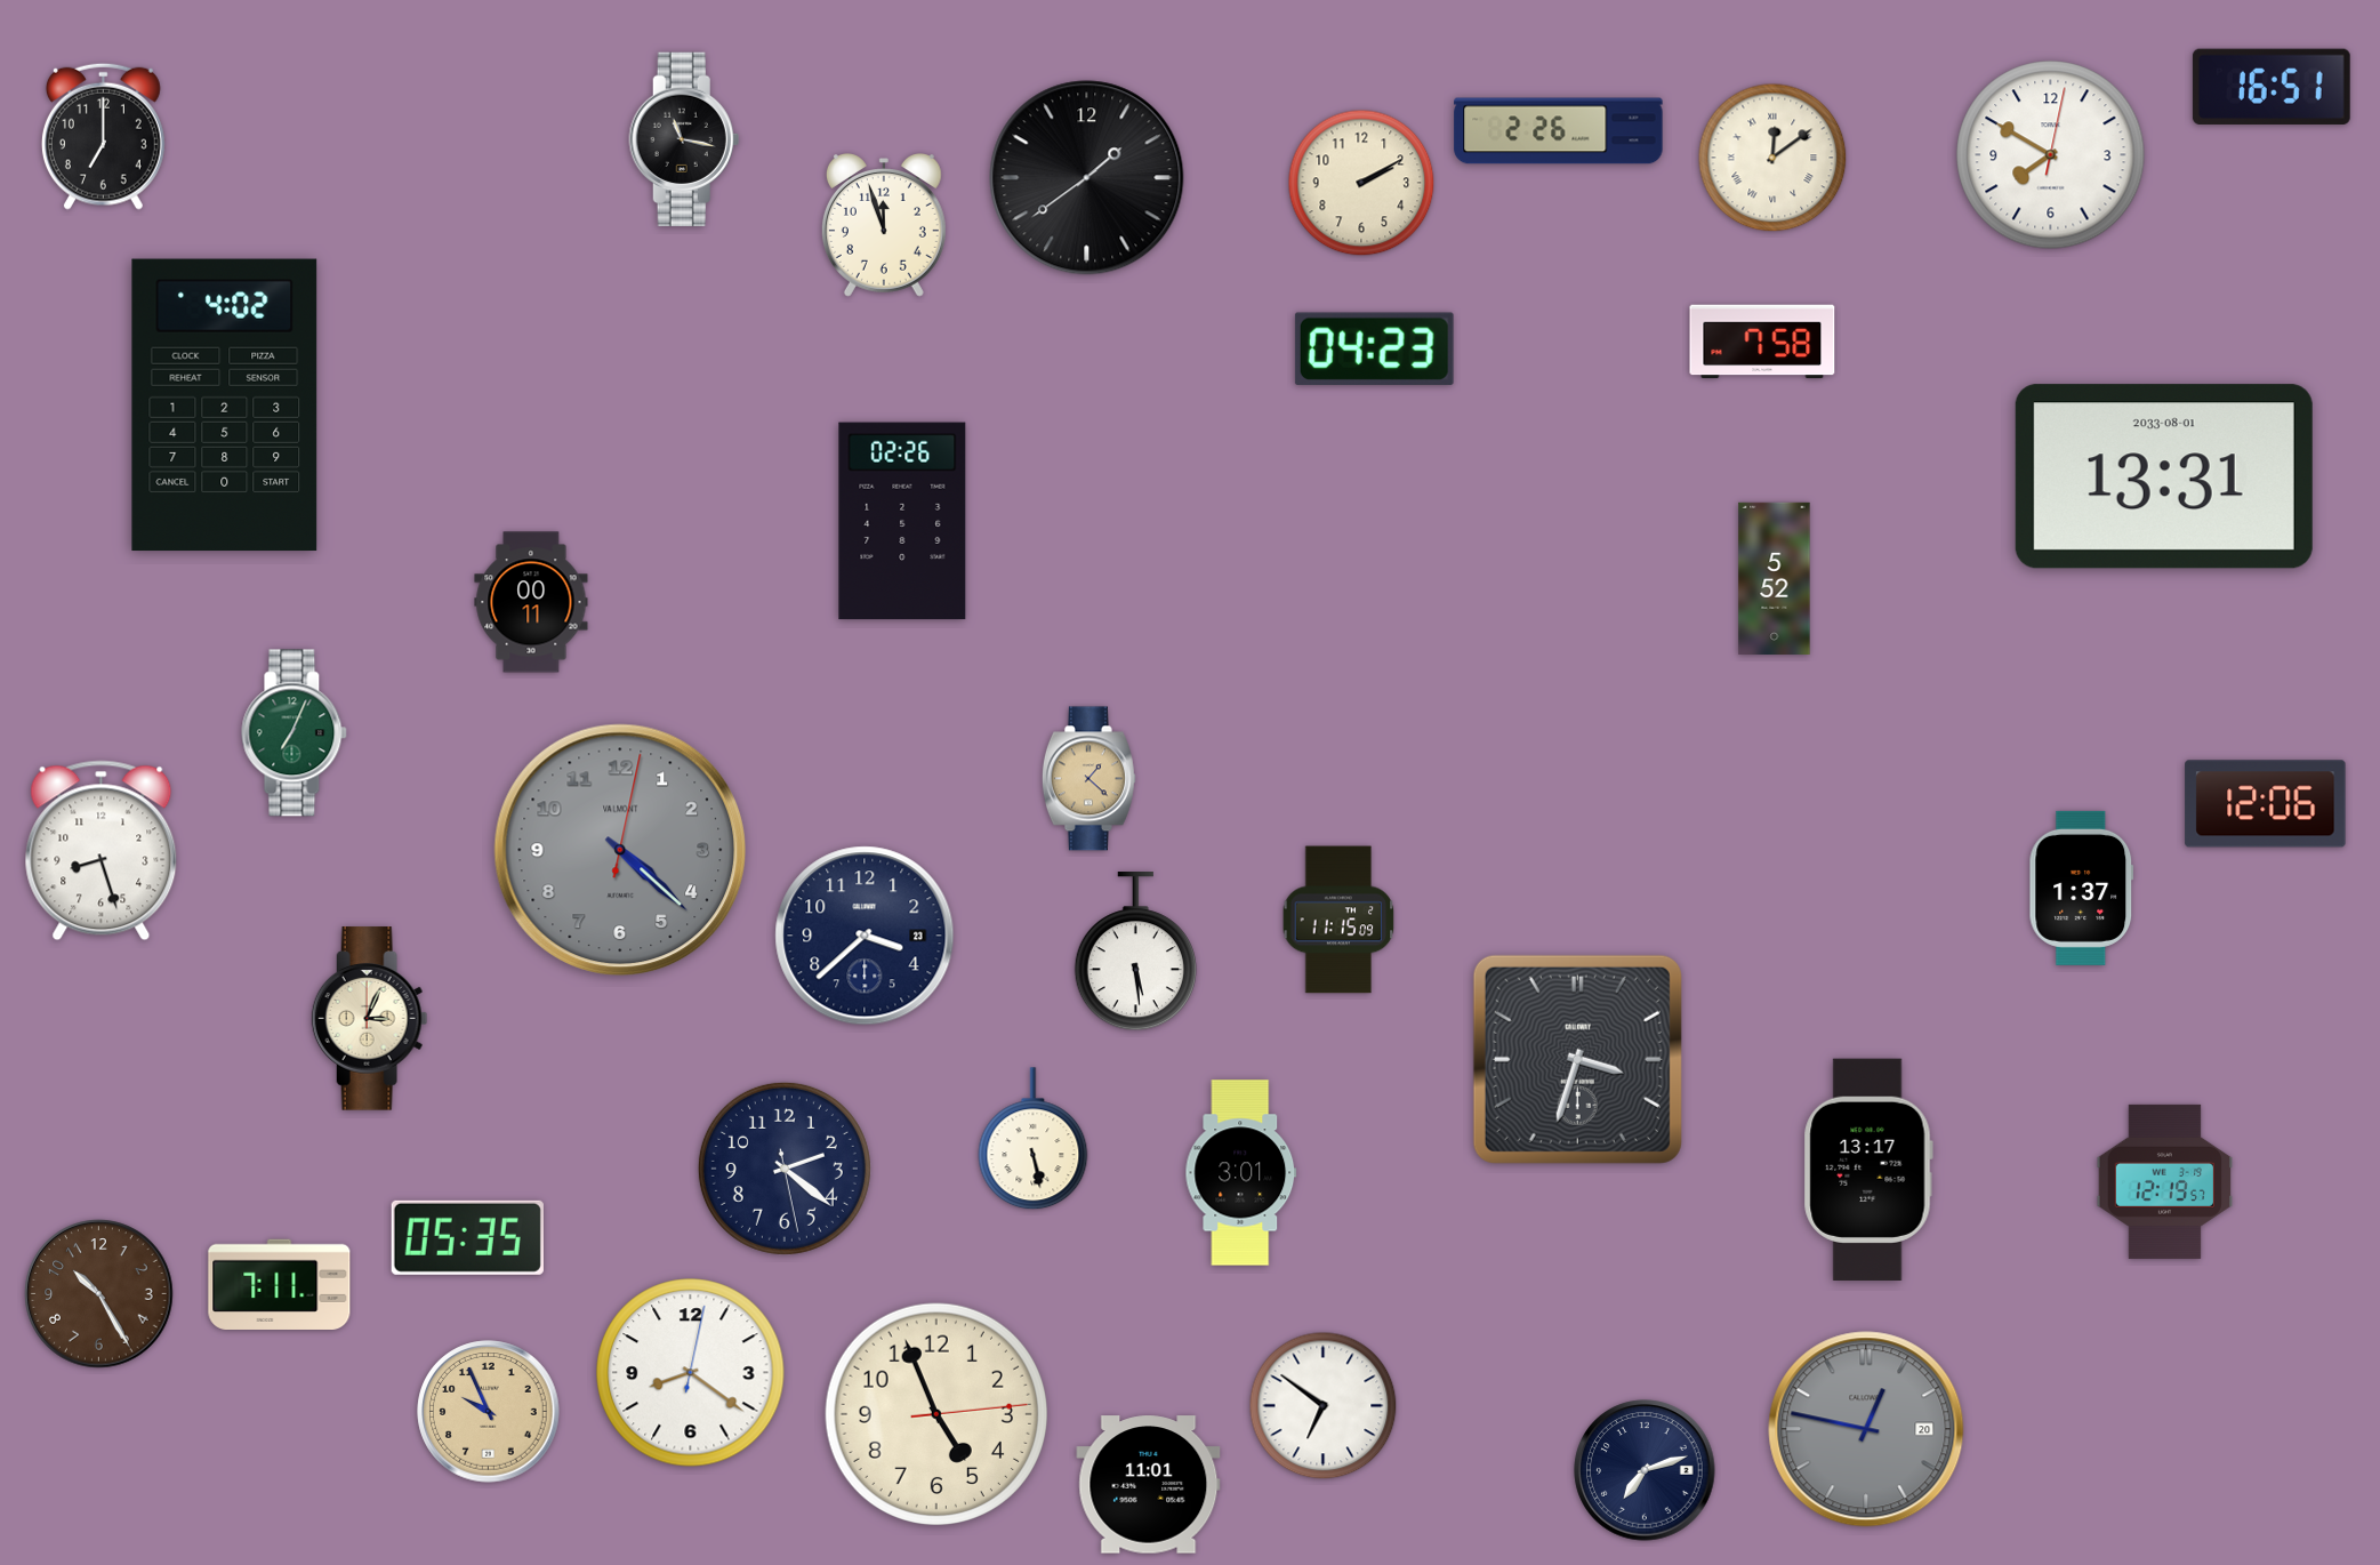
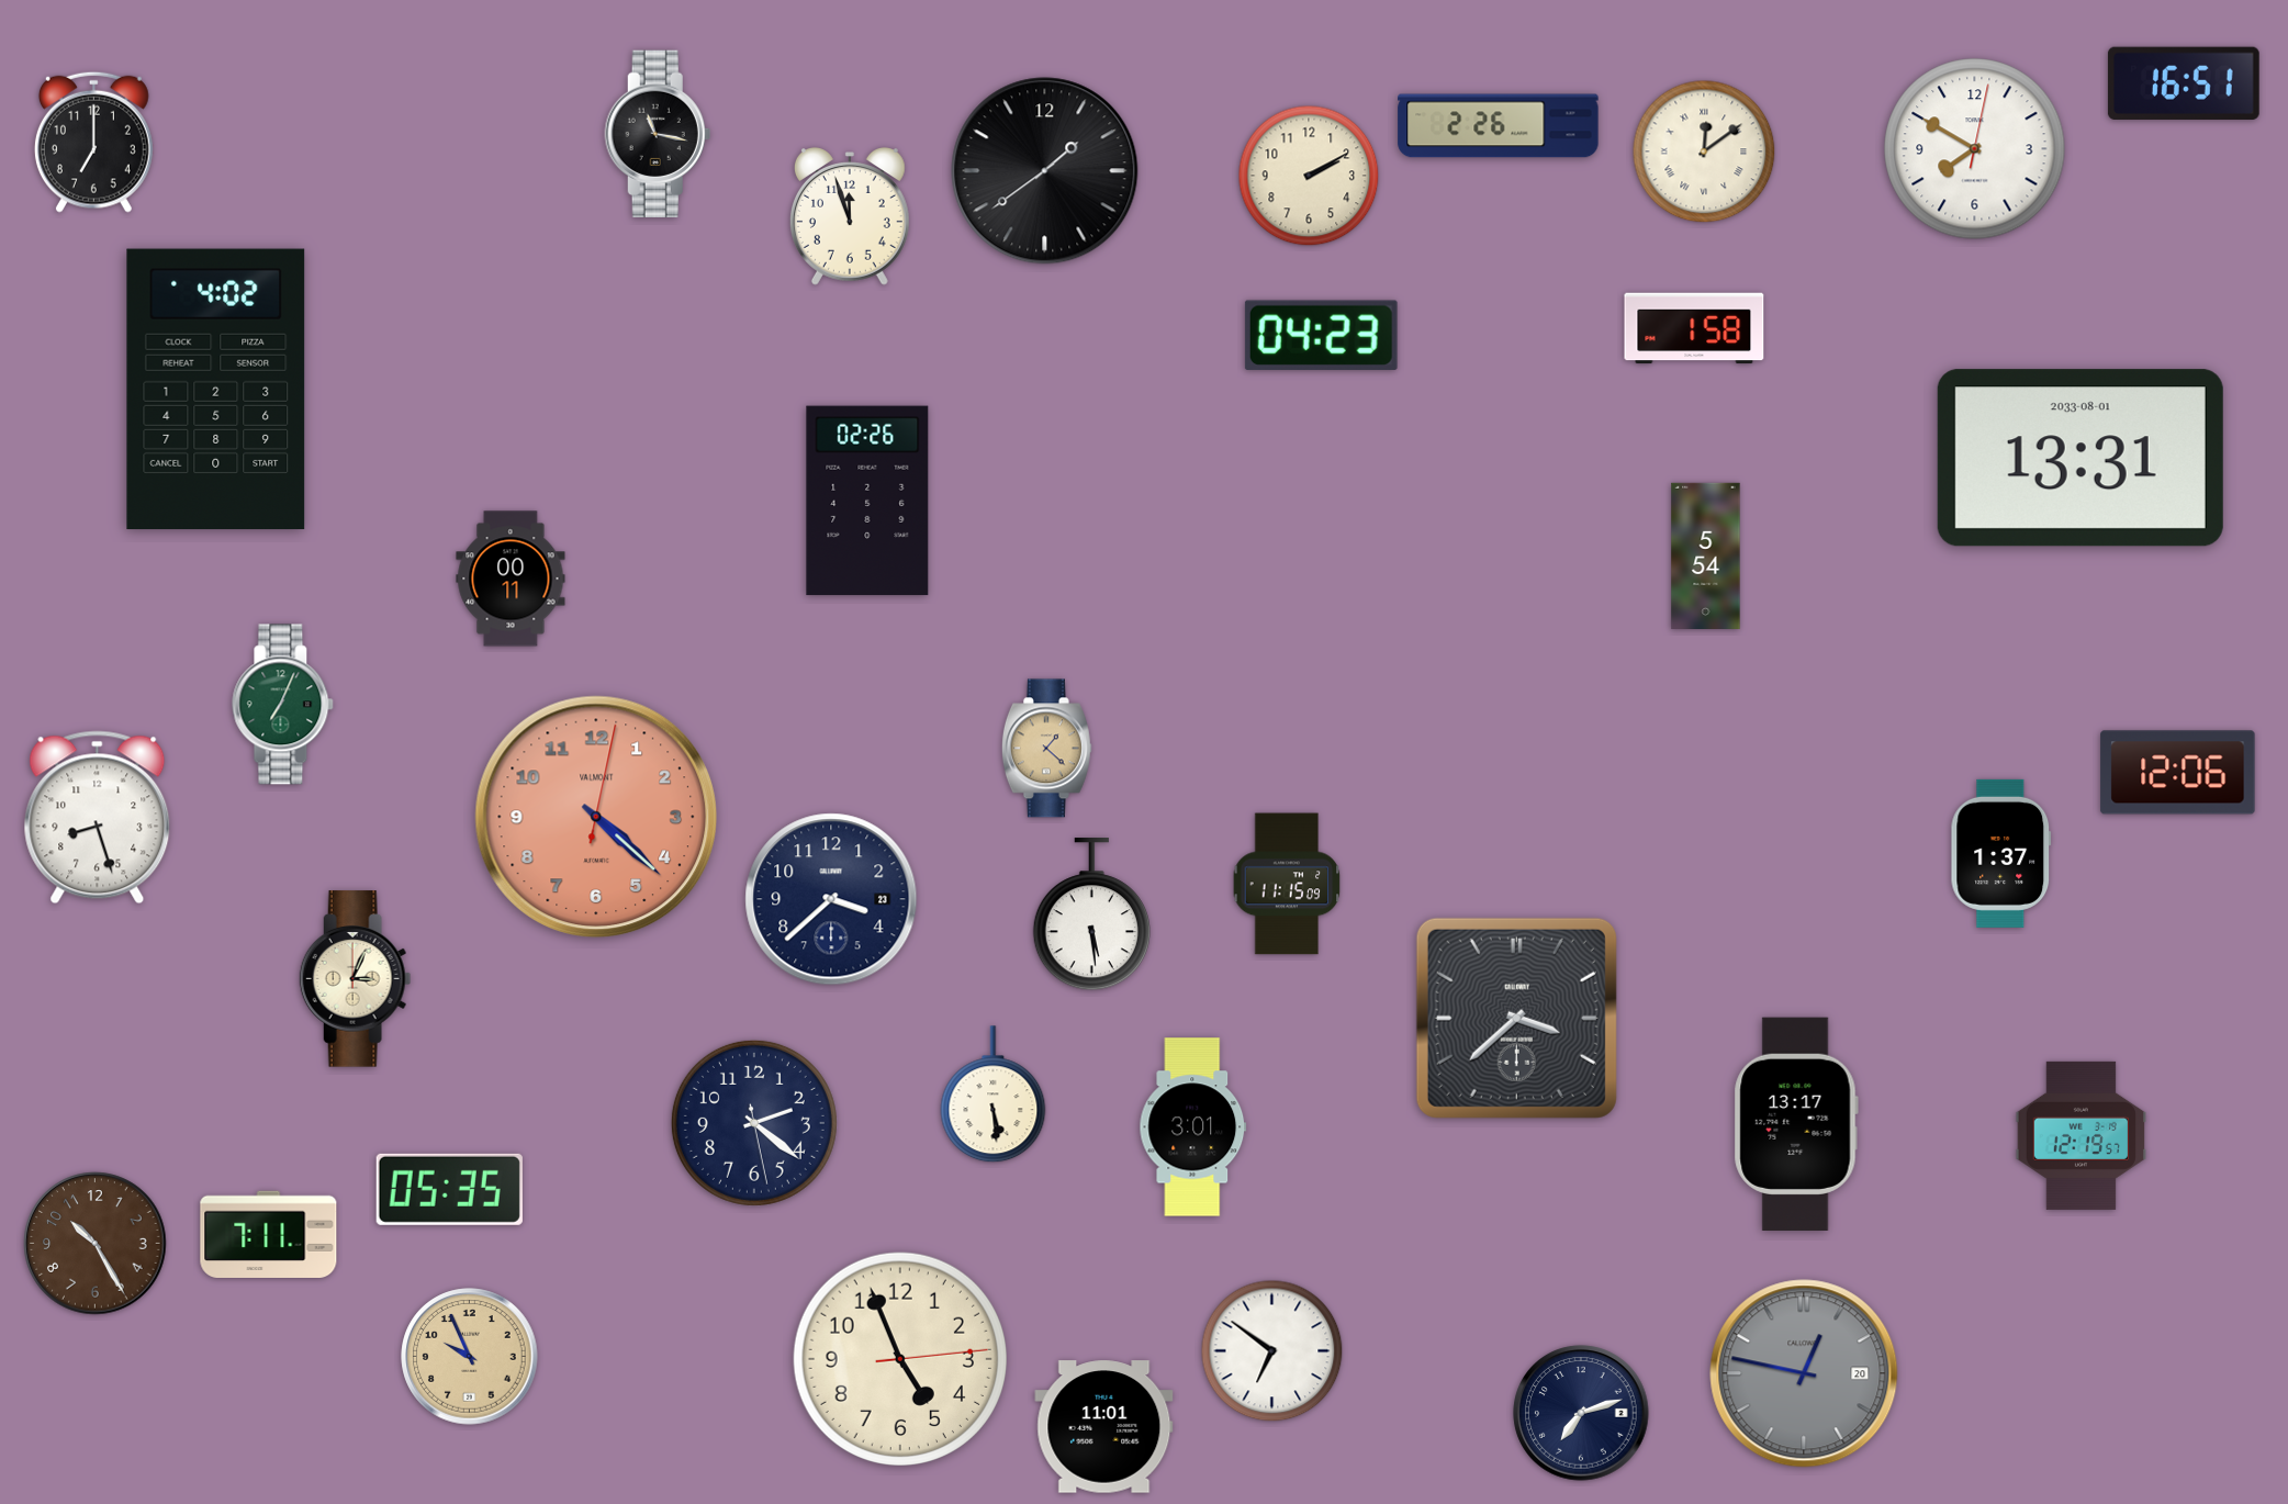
clock at (103, 136) position: (103, 136) -> (93, 142)
clock at (2051, 155) position: (2051, 155) -> (1975, 149)
clock at (1762, 342): 7:58 -> 1:58
clock at (1775, 578): 5:52 -> 5:54
clock at (620, 850) dial: grey -> salmon
clock at (1577, 1059): 3:33 -> 3:38
clock at (1034, 1139): 5:28 -> 5:29
clock at (691, 1373): 8:21 -> none
clock at (1866, 1429) position: (1866, 1429) -> (1804, 1373)
